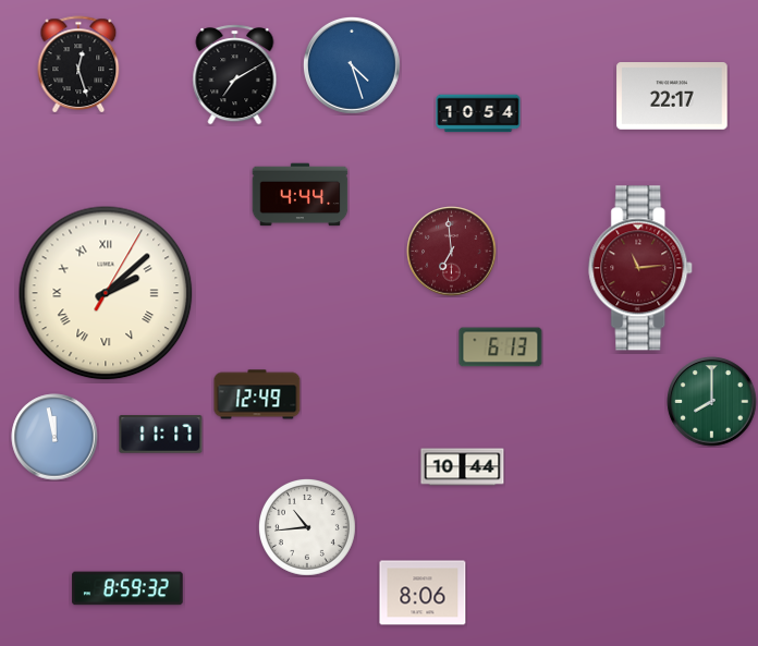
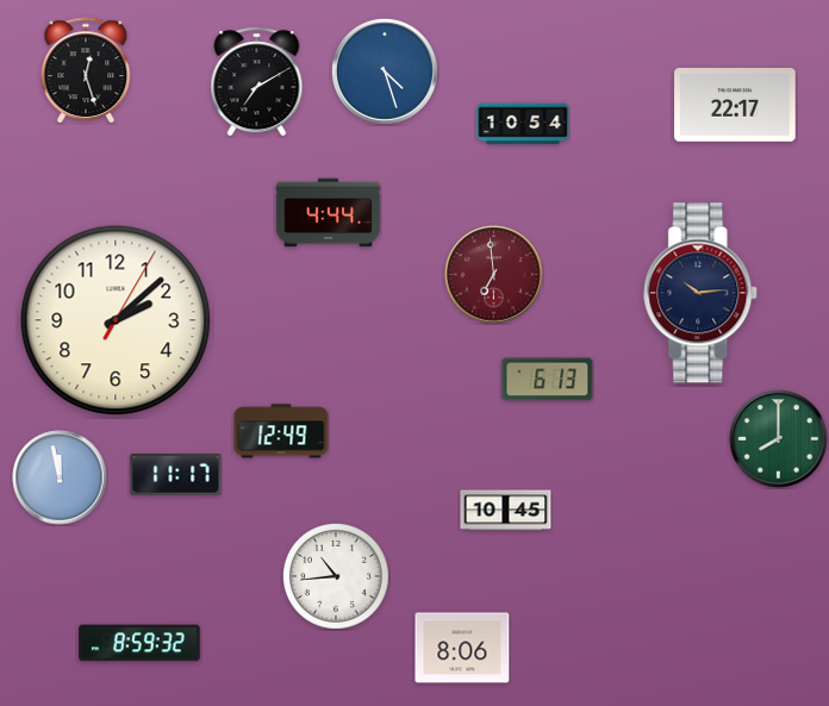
clock at (641, 268): 11:14 -> 10:14
clock at (641, 268) dial: burgundy -> navy
clock at (106, 293) numerals: Roman -> Arabic
clock at (463, 467): 10:44 -> 10:45
